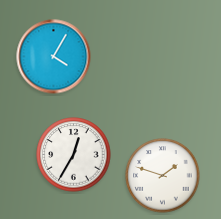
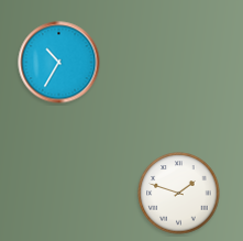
clock at (54, 57): 4:05 -> 10:35
clock at (74, 155): 12:35 -> none
